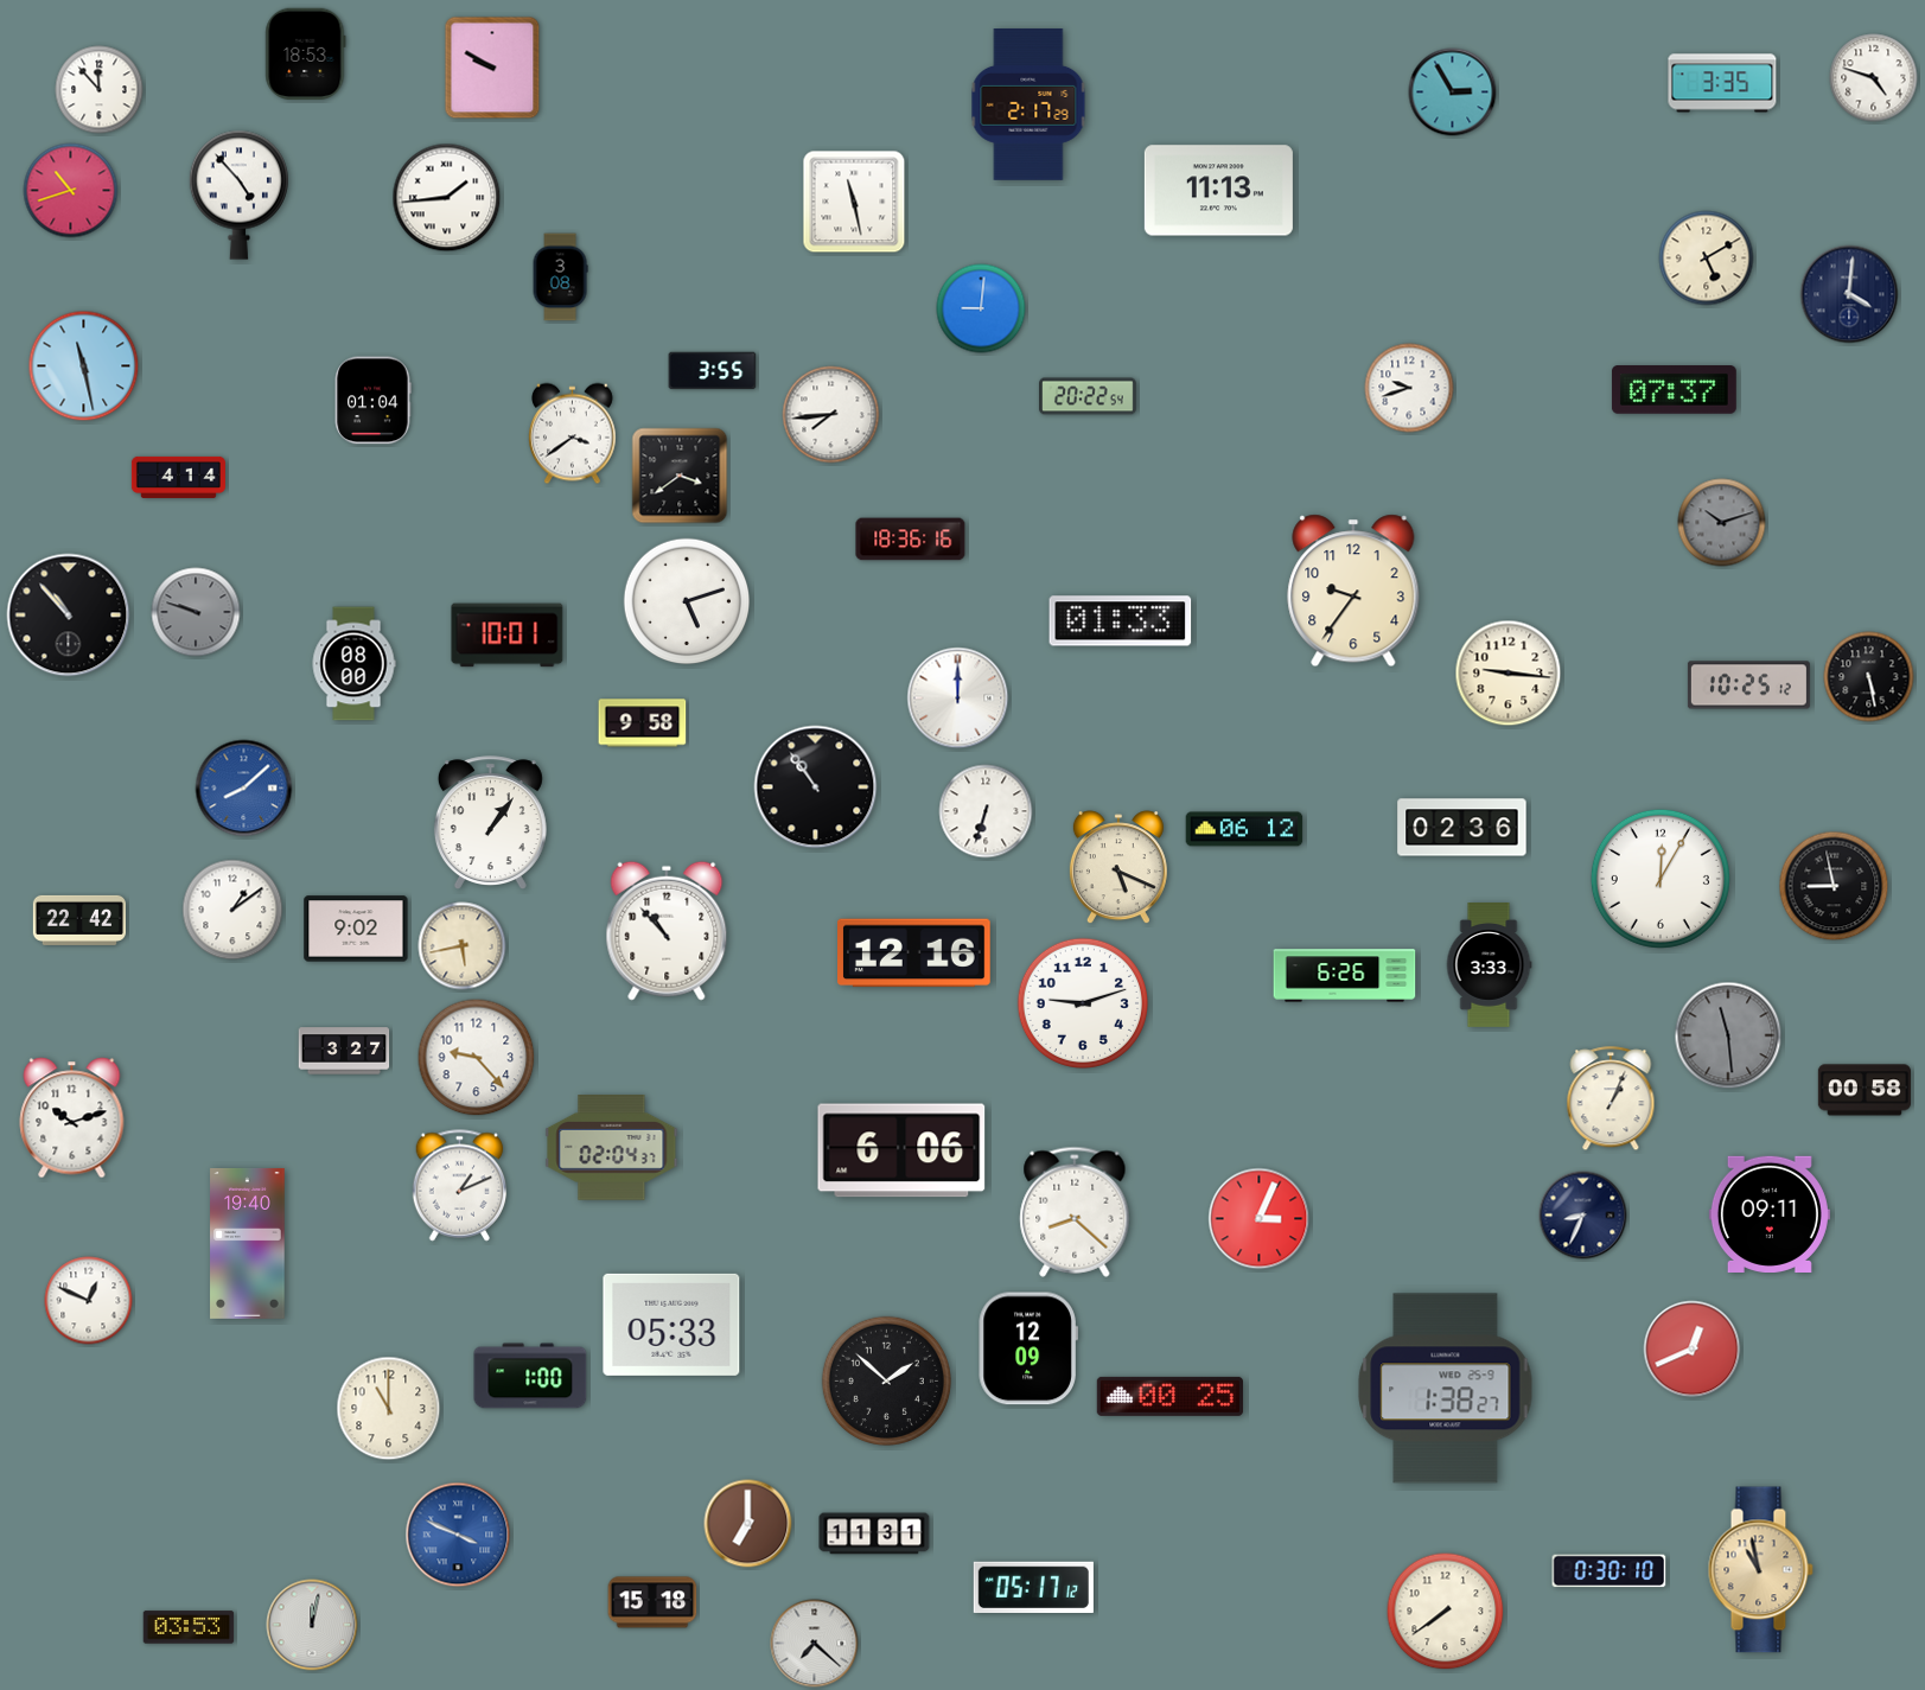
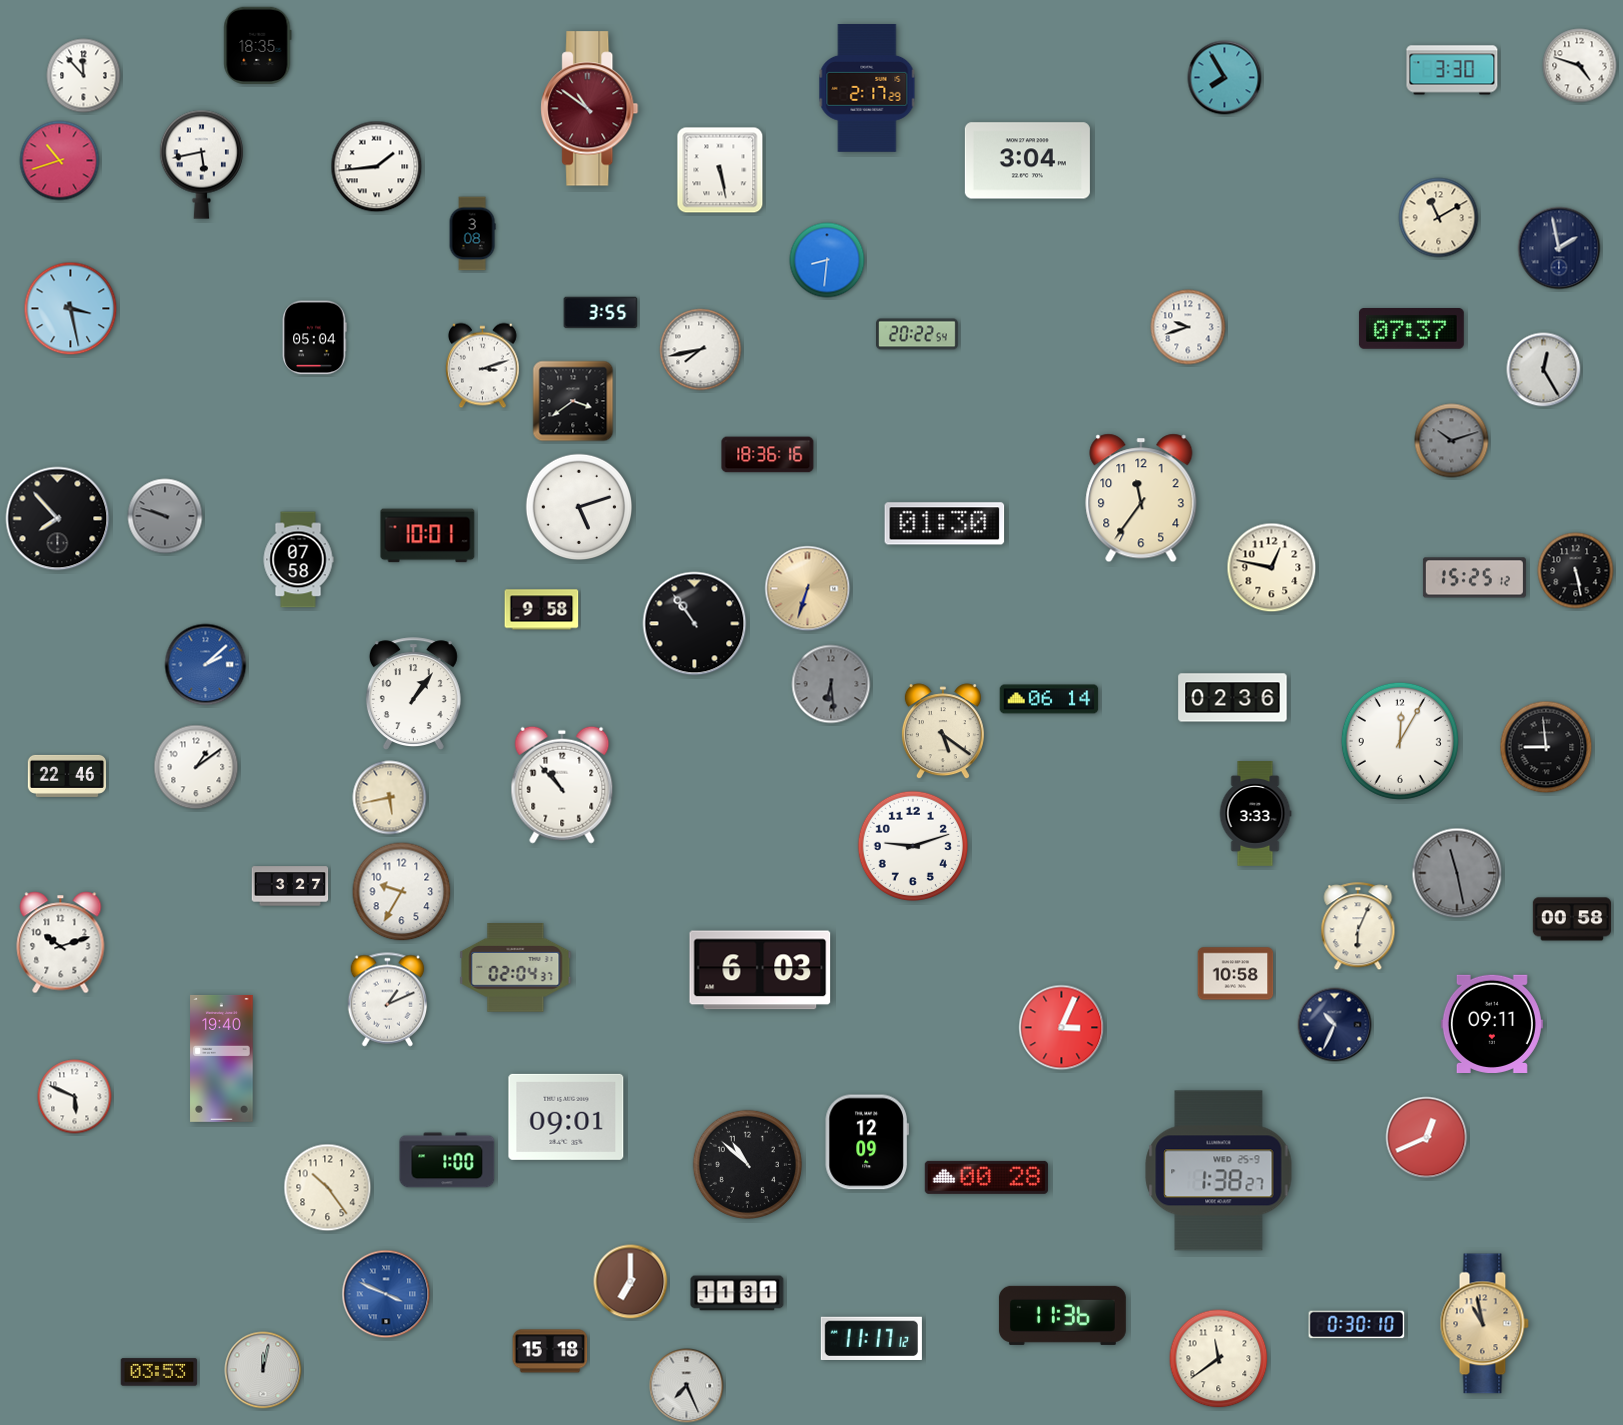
clock at (306, 53): 18:53 -> 18:35
clock at (492, 68): 9:50 -> none
clock at (1722, 83): 3:35 -> 3:30
clock at (1453, 93): 2:55 -> 7:55
clock at (590, 109): none -> 10:51
clock at (1218, 191): 11:13 -> 3:04
clock at (238, 194): 4:53 -> 5:43
clock at (854, 202): 11:28 -> 5:28
clock at (1707, 259): 5:10 -> 11:10
clock at (1849, 294): 4:01 -> 1:58
clock at (981, 308): 9:01 -> 8:31
clock at (84, 366): 11:28 -> 3:28
clock at (372, 401): 01:04 -> 05:04
clock at (831, 415): 7:44 -> 7:43
clock at (572, 434): 3:39 -> 3:12
clock at (1544, 370): none -> 12:25
clock at (178, 477): 4:14 -> none
clock at (1353, 591): 9:36 -> 11:36
clock at (69, 616): 10:53 -> 7:53
clock at (1121, 621): 01:33 -> 01:30
clock at (353, 664): 08:00 -> 07:58
clock at (1509, 674): 9:16 -> 12:47
clock at (1748, 685): 10:25 -> 15:25
clock at (958, 699): 12:00 -> 6:33
clock at (958, 699) dial: white -> champagne
clock at (816, 787) position: (816, 787) -> (695, 624)
clock at (244, 789): 8:08 -> 2:08
clock at (986, 811): 6:33 -> 6:29
clock at (986, 811) dial: white -> grey
clock at (1244, 829): 06:12 -> 06:14
clock at (1118, 868): 5:19 -> 5:21
clock at (1834, 886): 8:58 -> 8:59
clock at (78, 920): 22:42 -> 22:46
clock at (356, 929): 9:02 -> none
clock at (914, 954): 12:16 -> none
clock at (1345, 976): 6:26 -> none
clock at (1728, 1035): 11:29 -> 11:28
clock at (477, 1058): 9:23 -> 9:35
clock at (1611, 1099): 1:04 -> 6:04
clock at (901, 1150): 6:06 -> 6:03
clock at (1236, 974): none -> 10:58
clock at (1075, 1212): 8:22 -> none
clock at (1583, 1216): 8:34 -> 10:34
clock at (248, 1243) position: (248, 1243) -> (222, 1058)
clock at (89, 1301): 12:49 -> 5:49
clock at (671, 1325): 05:33 -> 09:01
clock at (1028, 1348) position: (1028, 1348) -> (867, 1142)
clock at (886, 1380): 1:52 -> 10:52
clock at (1169, 1396): 00:25 -> 00:28
clock at (389, 1409): 11:00 -> 10:24
clock at (748, 1524) position: (748, 1524) -> (631, 1282)
clock at (1062, 1315): none -> 11:36
clock at (1033, 1587): 05:17 -> 11:17
clock at (1446, 1612): 7:39 -> 11:39
clock at (815, 1644): 7:22 -> 7:26
